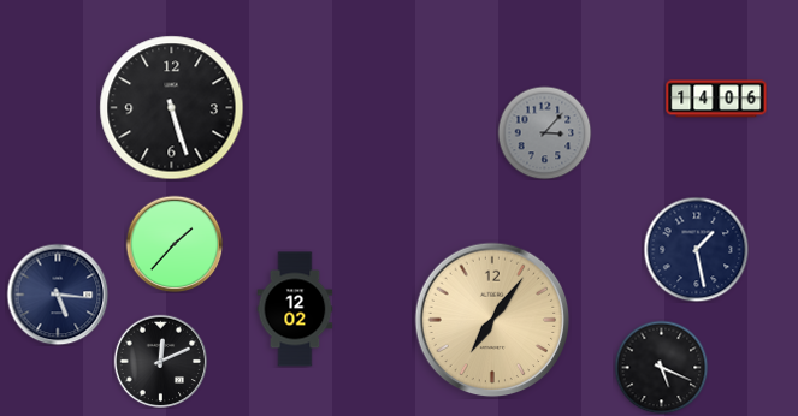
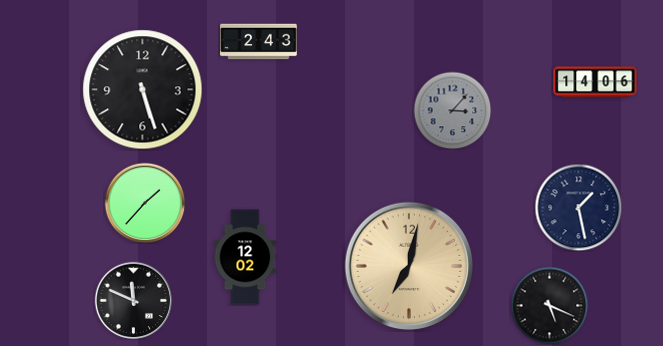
clock at (259, 42): none -> 2:43
clock at (58, 295): 5:16 -> none
clock at (492, 320): 7:06 -> 7:02
clock at (160, 361): 12:11 -> 11:49
